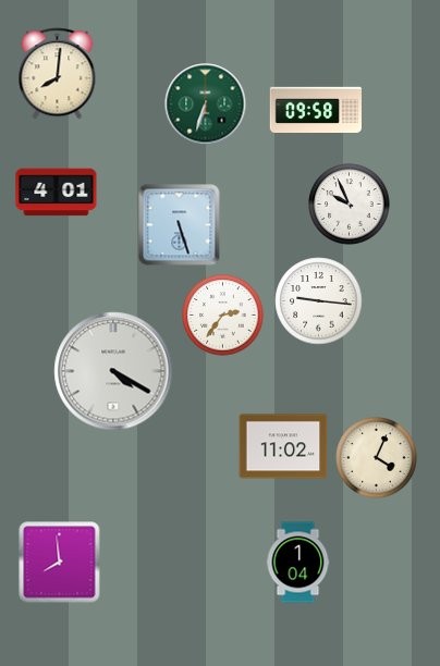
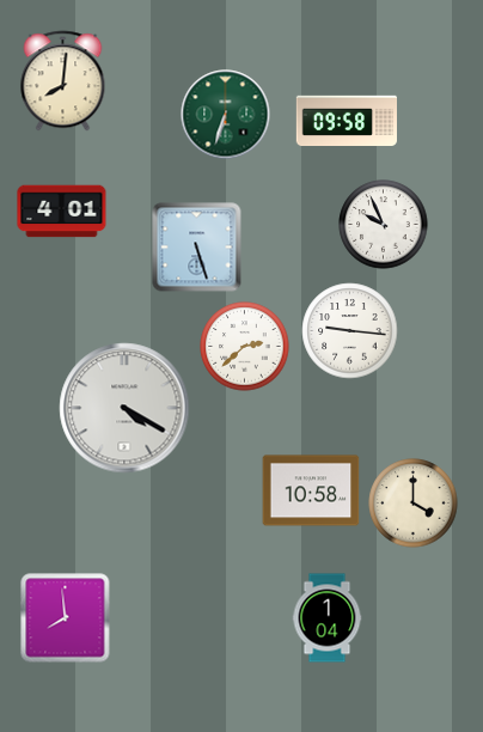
clock at (223, 316): 2:36 -> 2:38
clock at (283, 446): 11:02 -> 10:58
clock at (377, 458): 4:04 -> 4:00
